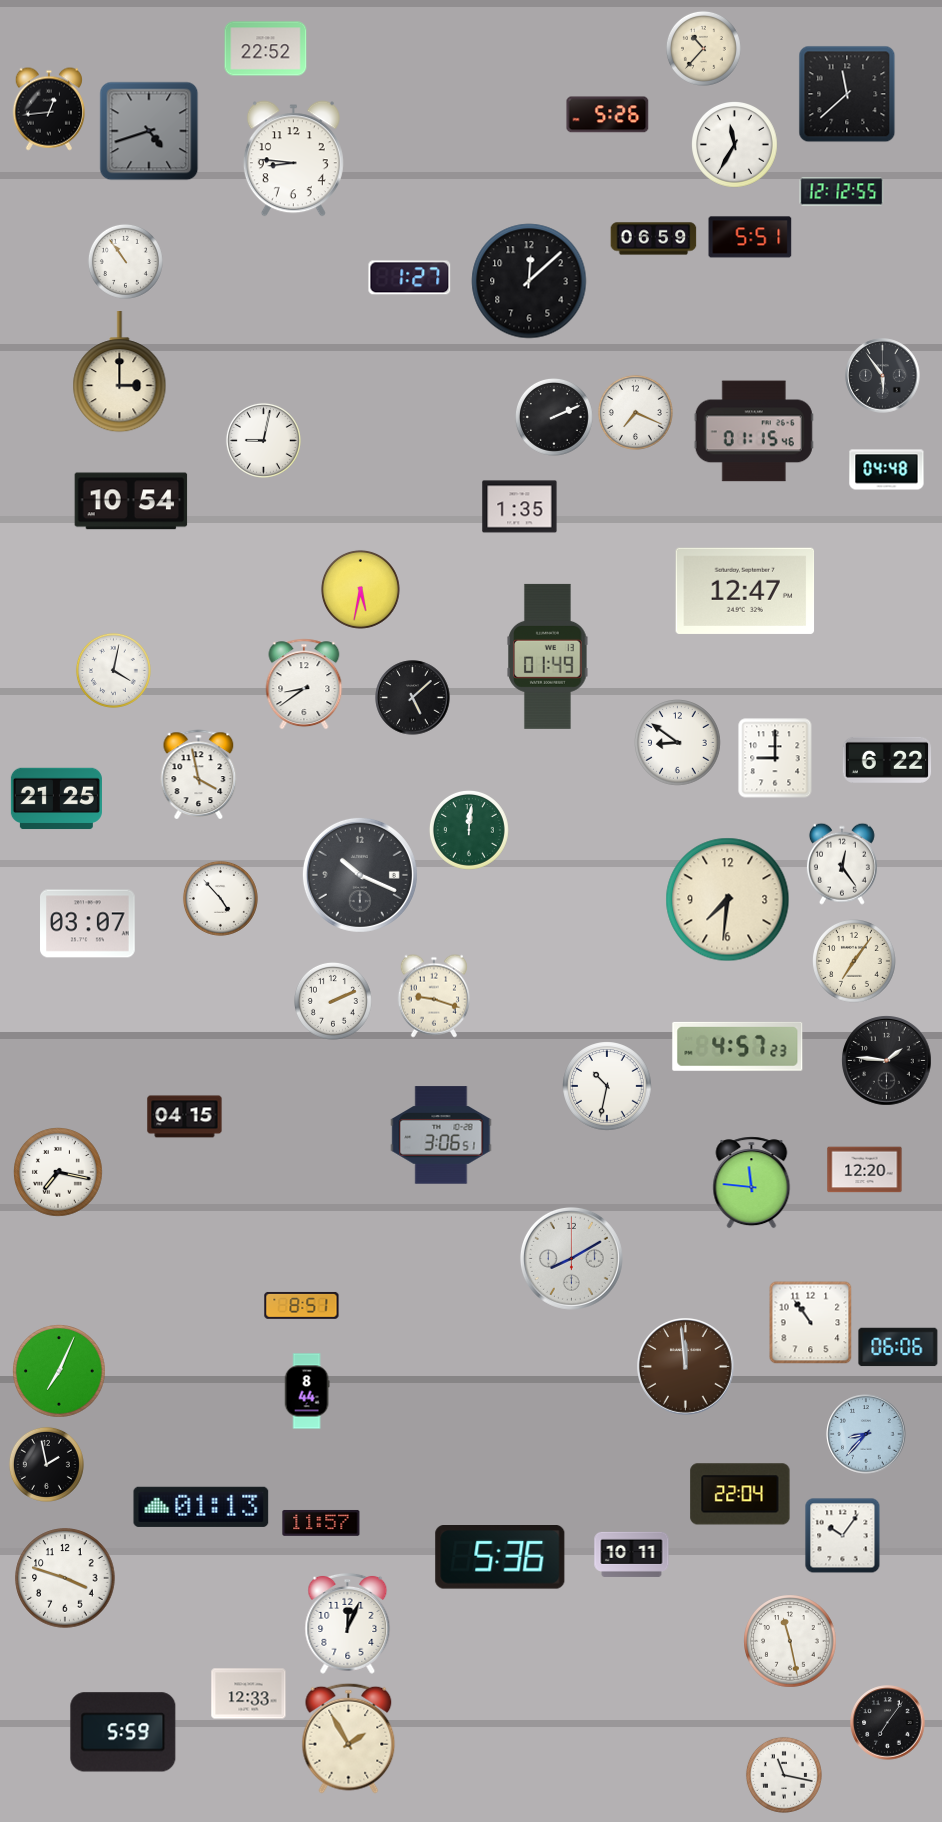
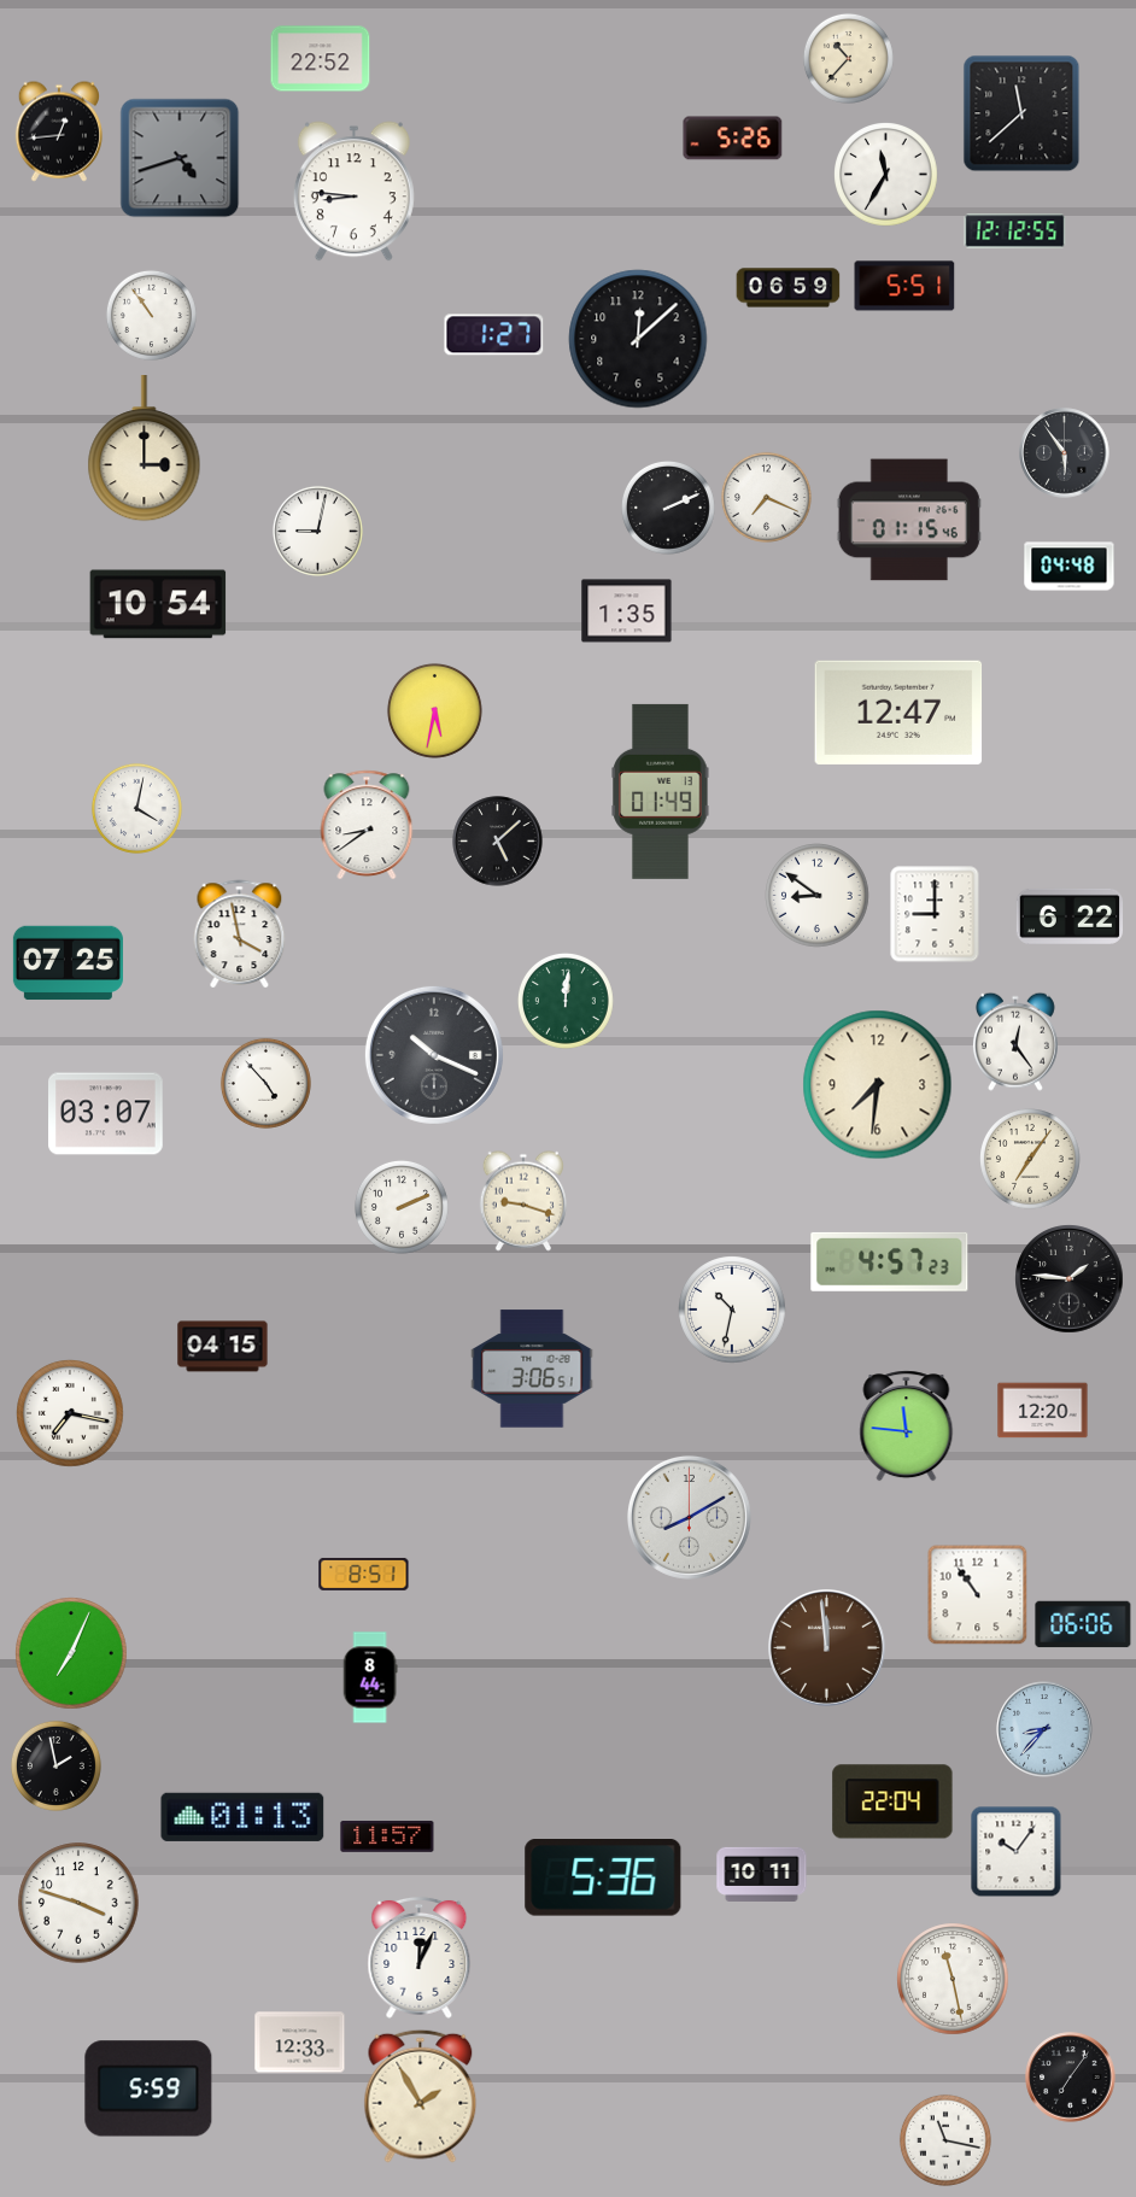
clock at (554, 417) position: (554, 417) -> (668, 508)
clock at (56, 799): 21:25 -> 07:25
